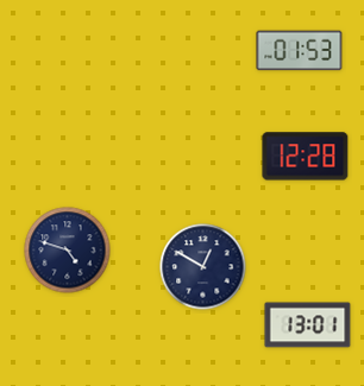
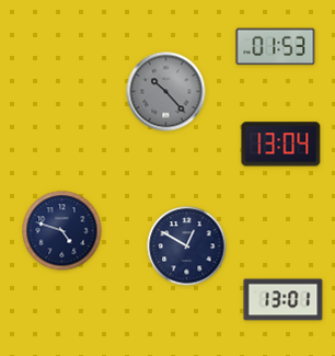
clock at (166, 92): none -> 10:23
clock at (306, 157): 12:28 -> 13:04
